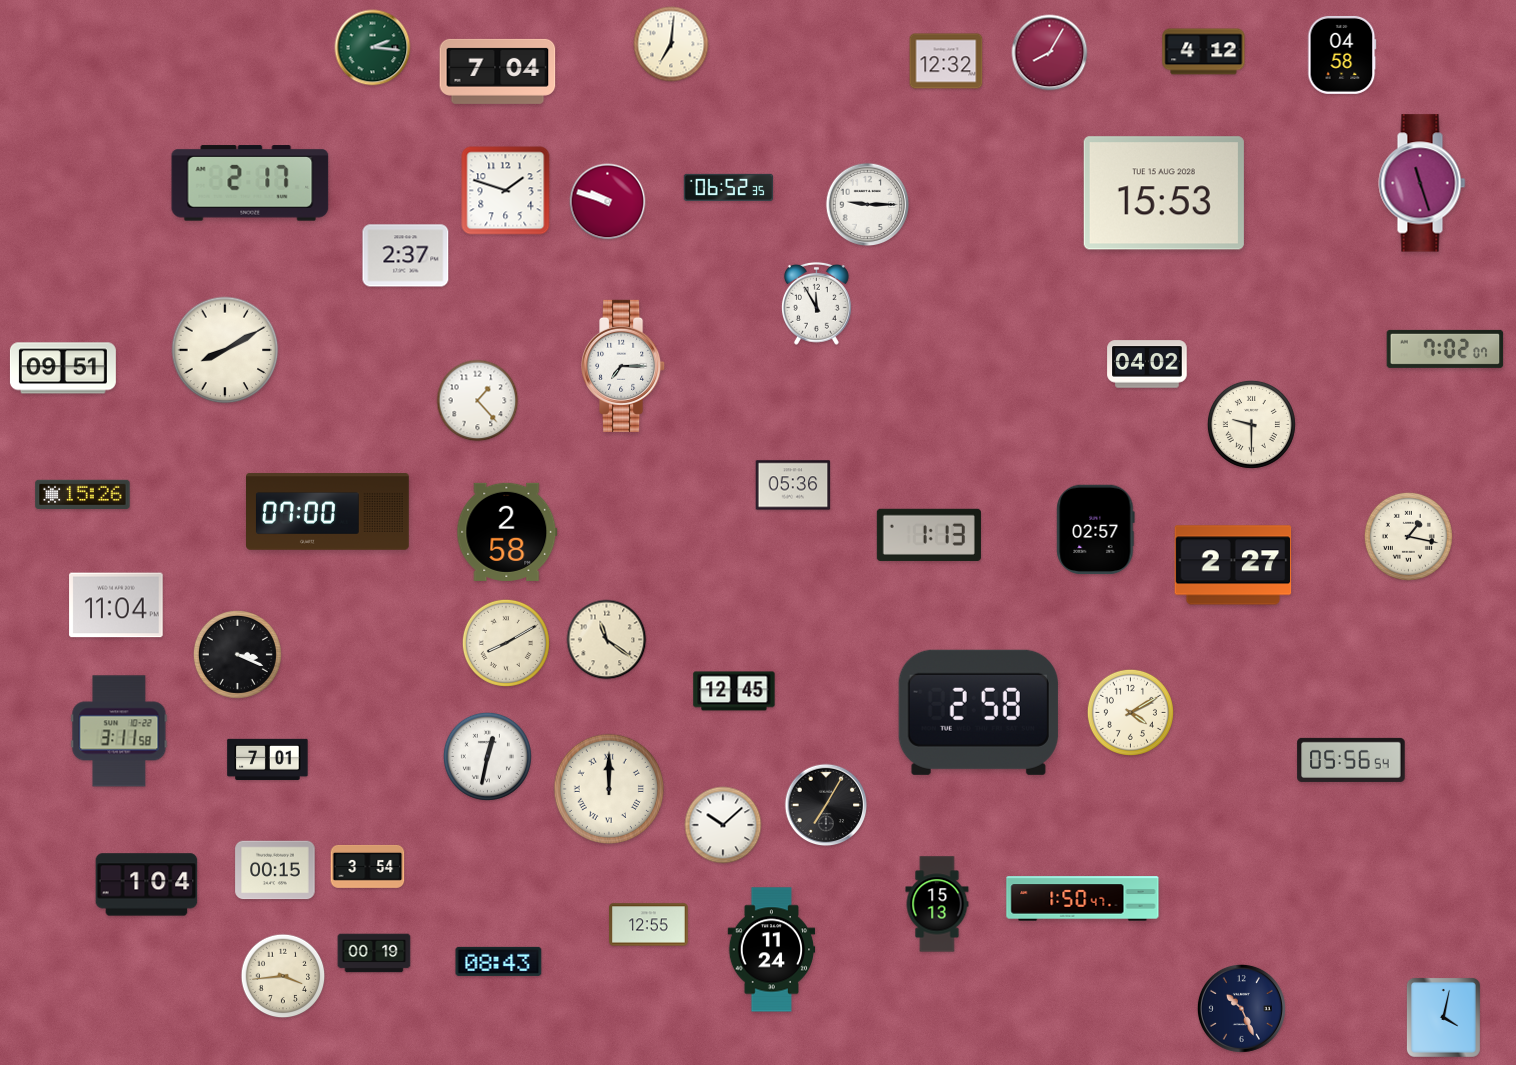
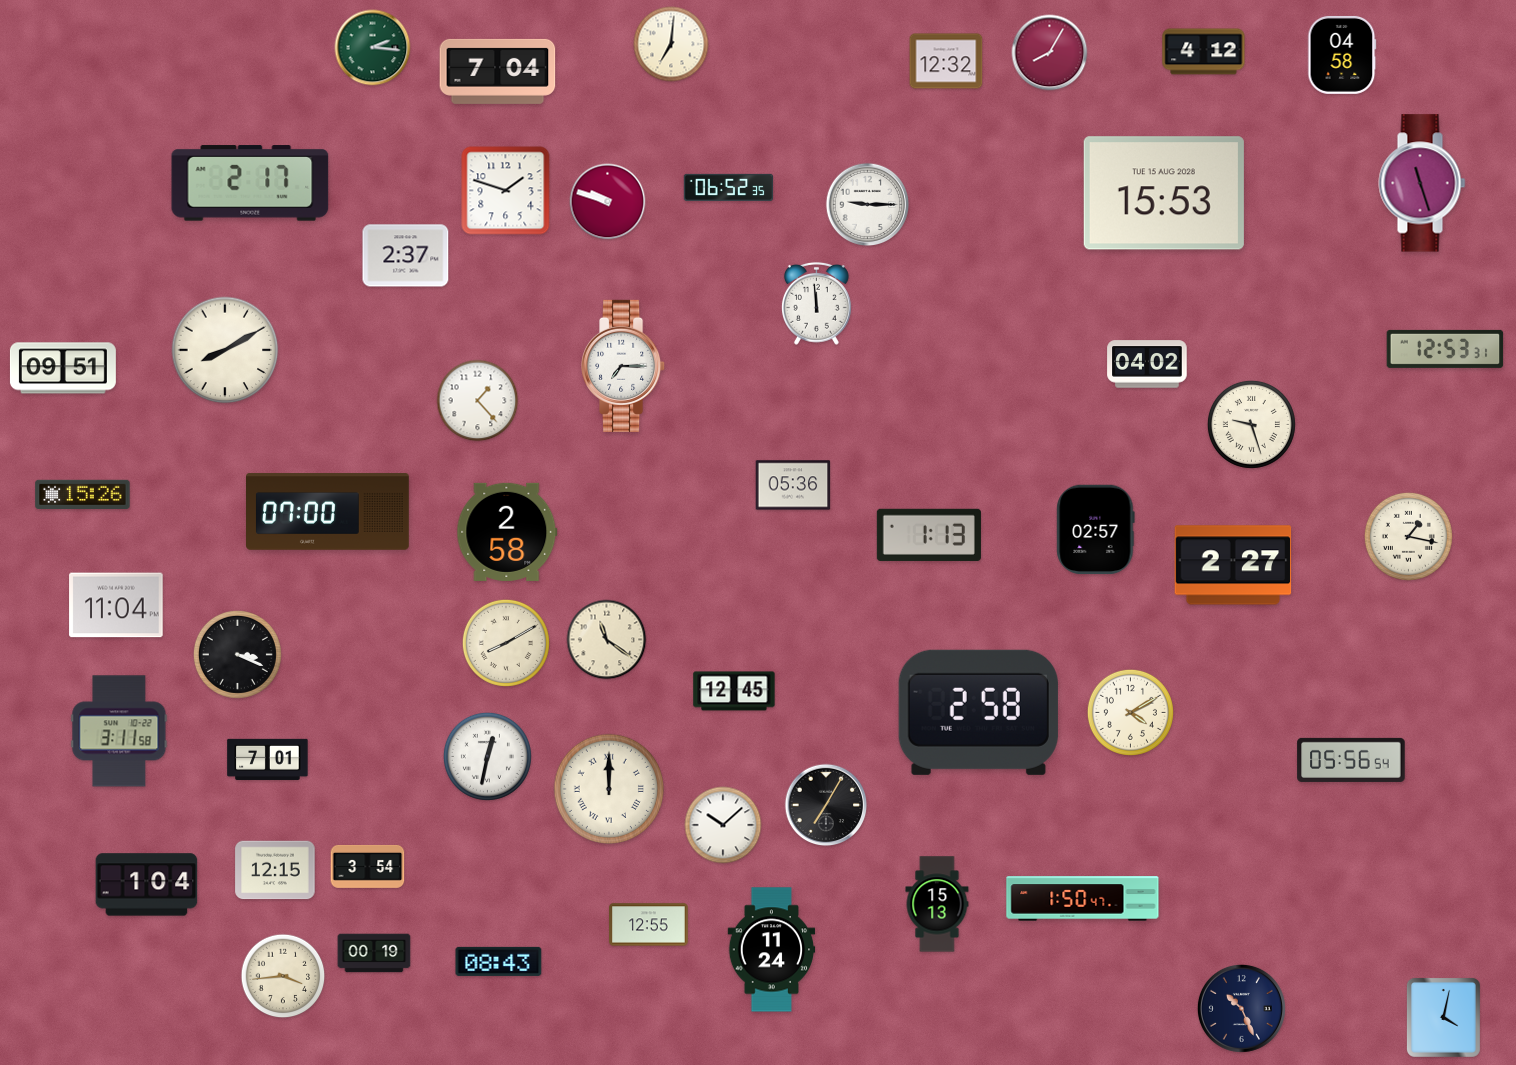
clock at (816, 303): 11:55 -> 11:59
clock at (1445, 349): 7:02 -> 12:53
clock at (1251, 424): 9:30 -> 9:27
clock at (275, 870): 00:15 -> 12:15
